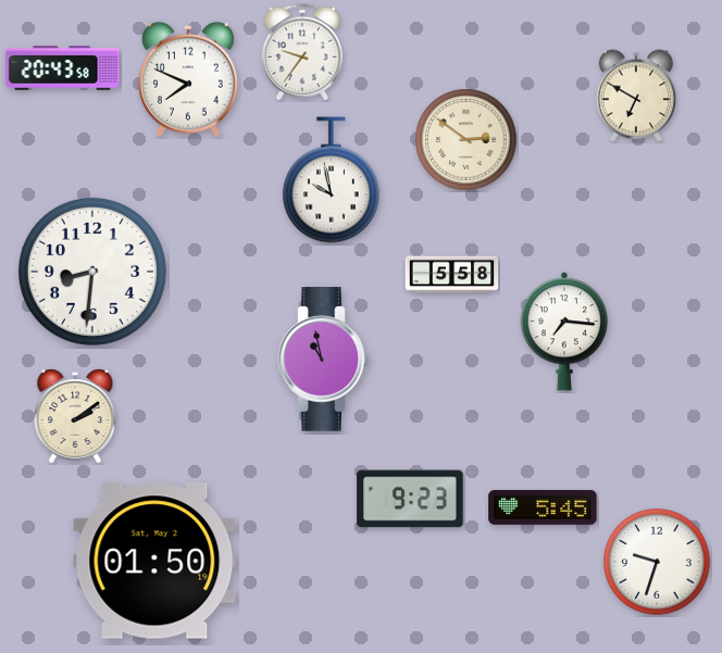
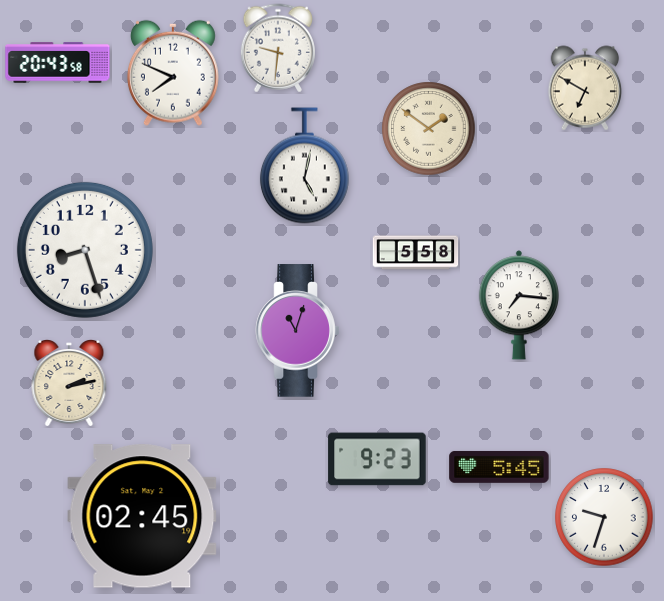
clock at (302, 52): 9:36 -> 9:31
clock at (466, 140): 2:51 -> 1:51
clock at (331, 180): 9:58 -> 5:02
clock at (92, 272): 8:31 -> 8:27
clock at (324, 360): 10:58 -> 11:03
clock at (75, 417): 2:09 -> 2:13
clock at (154, 561): 01:50 -> 02:45
